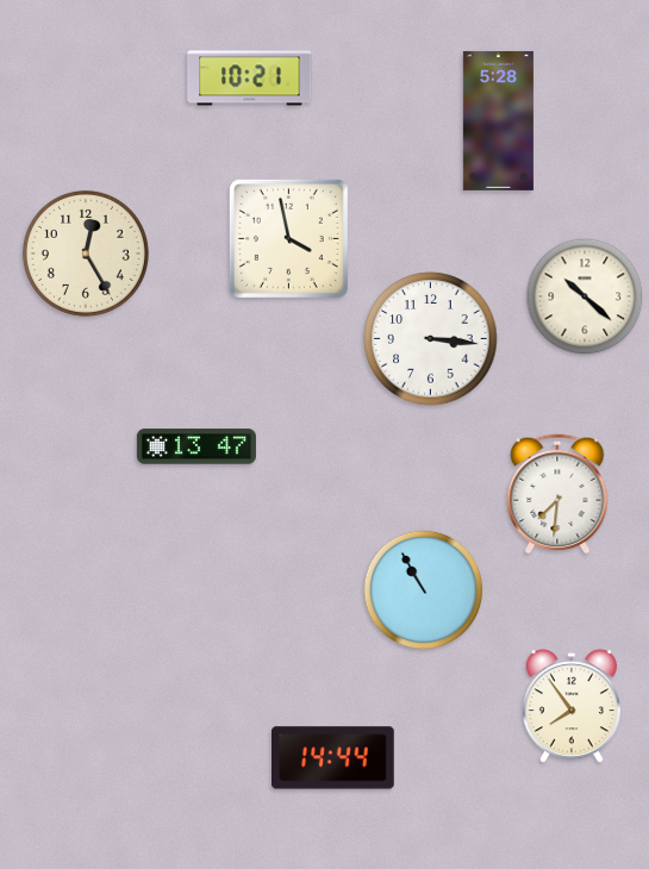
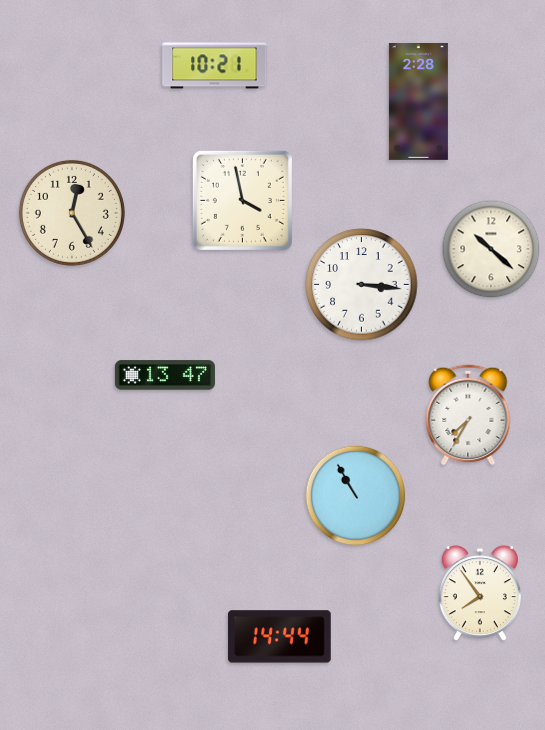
clock at (250, 79) position: (250, 79) -> (215, 66)
clock at (498, 120): 5:28 -> 2:28
clock at (557, 494): 7:31 -> 7:35
